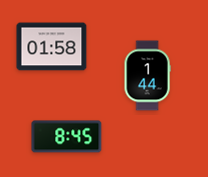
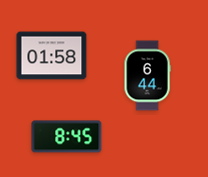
clock at (52, 47) position: (52, 47) -> (52, 56)
clock at (147, 76): 1:44 -> 6:44
